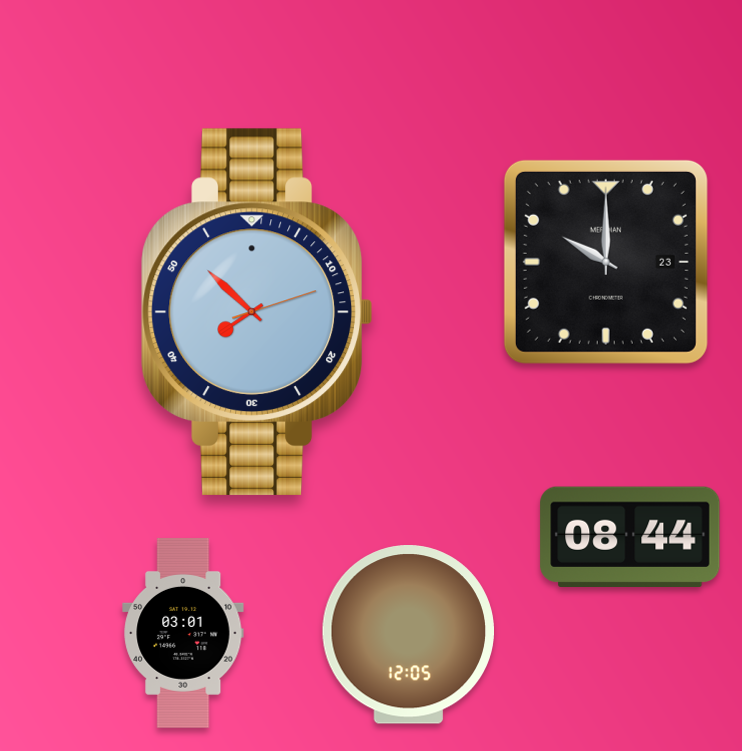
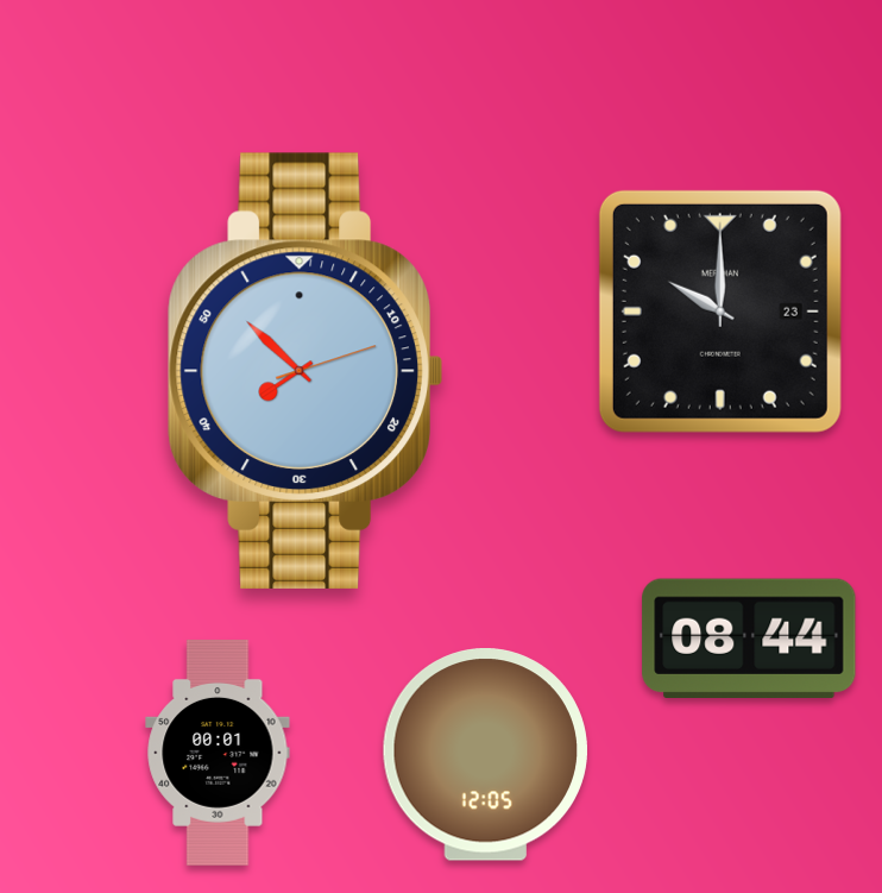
clock at (183, 633): 03:01 -> 00:01
